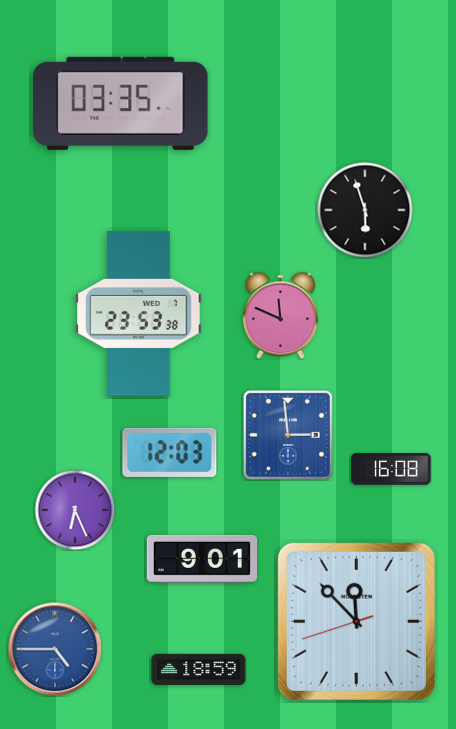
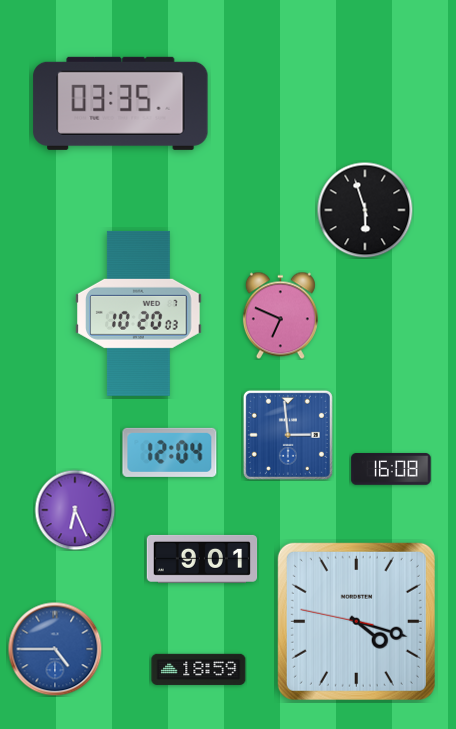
clock at (139, 313): 23:53 -> 10:20
clock at (280, 315): 11:49 -> 6:49
clock at (170, 452): 12:03 -> 12:04
clock at (356, 621): 11:52 -> 4:17
